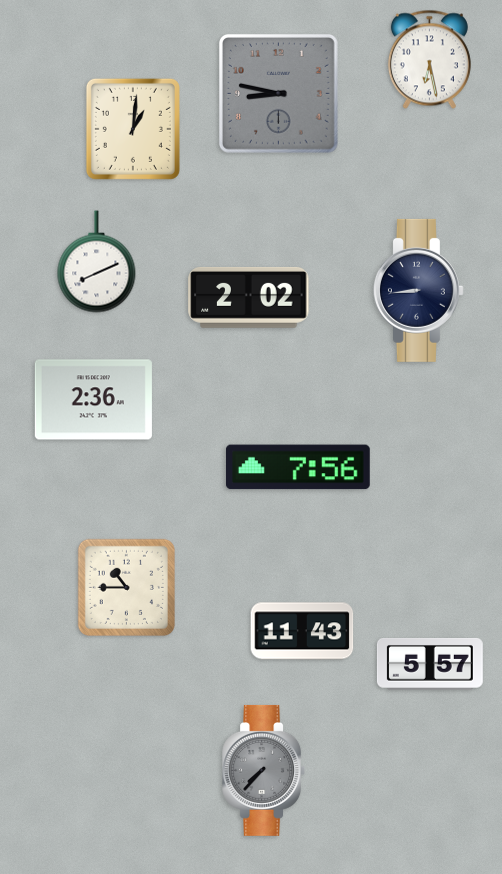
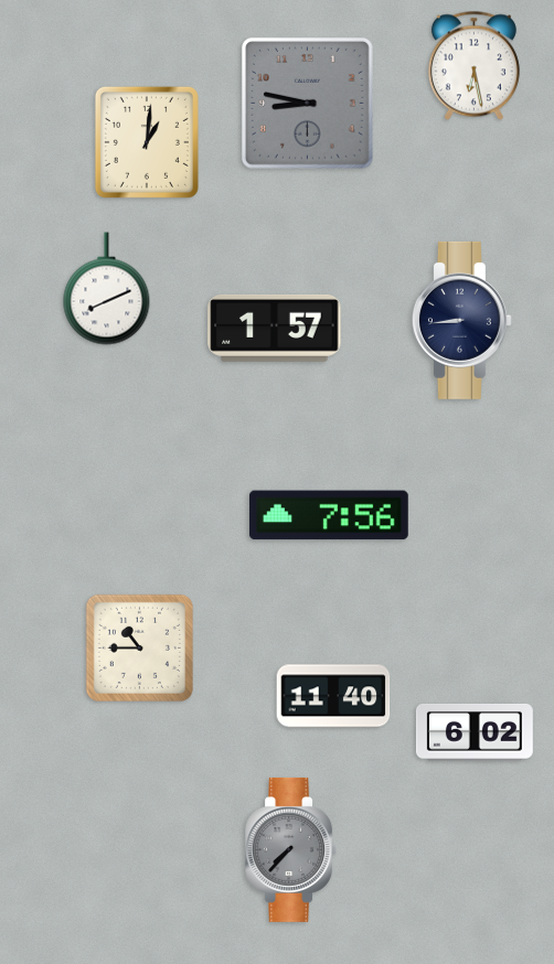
clock at (249, 297): 2:02 -> 1:57
clock at (93, 400): 2:36 -> none
clock at (302, 631): 11:43 -> 11:40
clock at (430, 665): 5:57 -> 6:02
